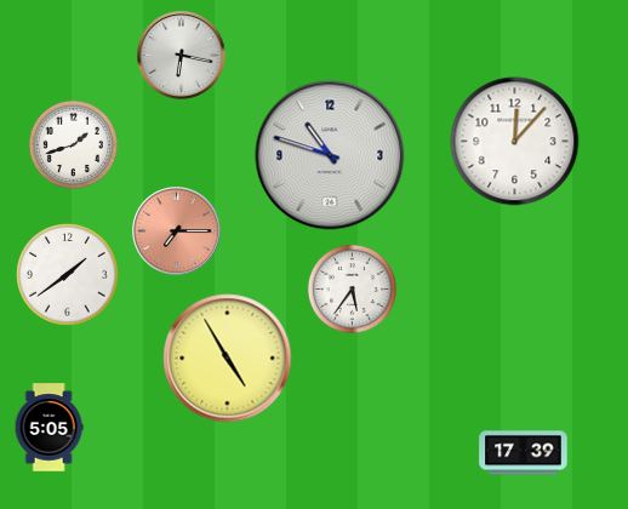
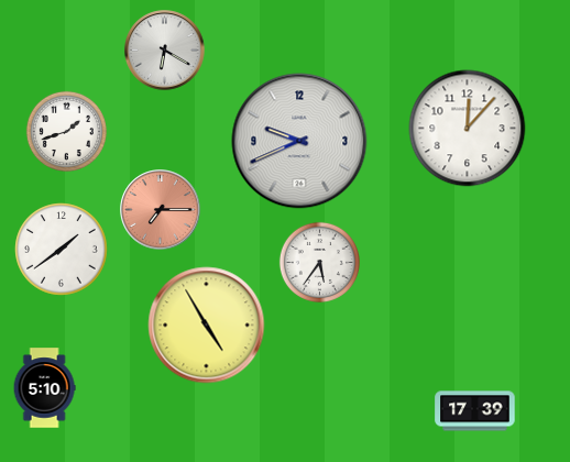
clock at (182, 56): 6:17 -> 6:20
clock at (330, 155): 10:48 -> 9:41
clock at (48, 428): 5:05 -> 5:10
